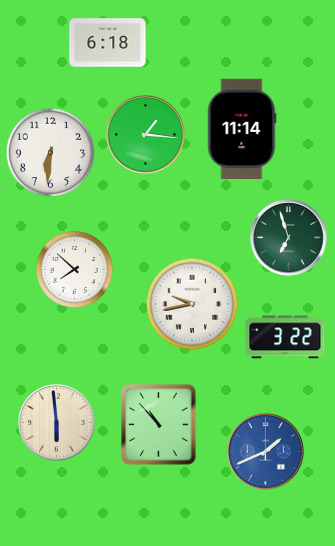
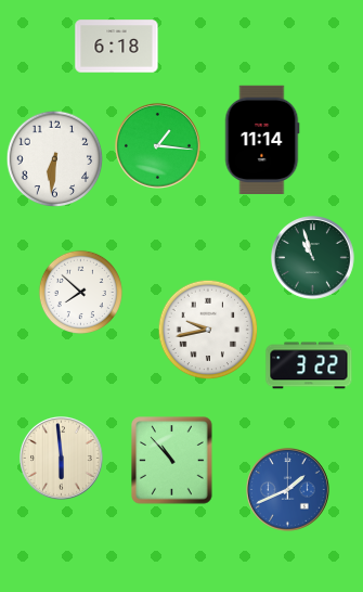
clock at (50, 152) position: (50, 152) -> (54, 158)
clock at (289, 238): 6:57 -> 10:57
